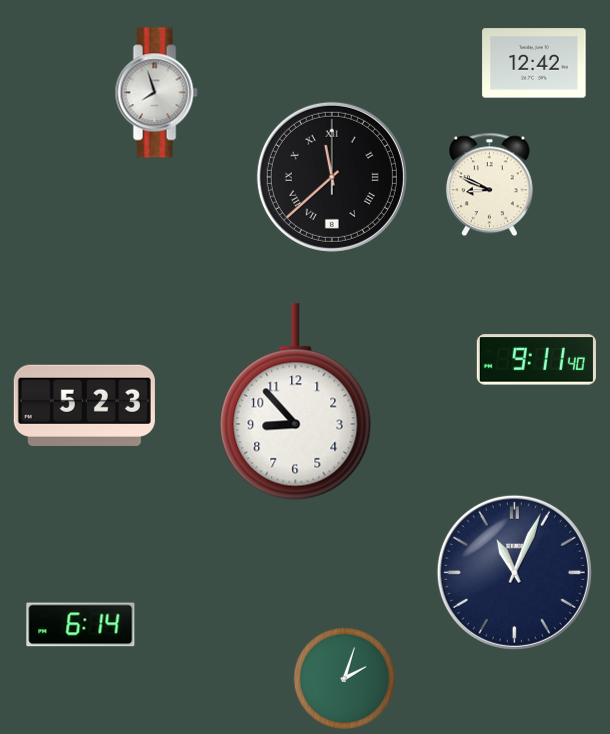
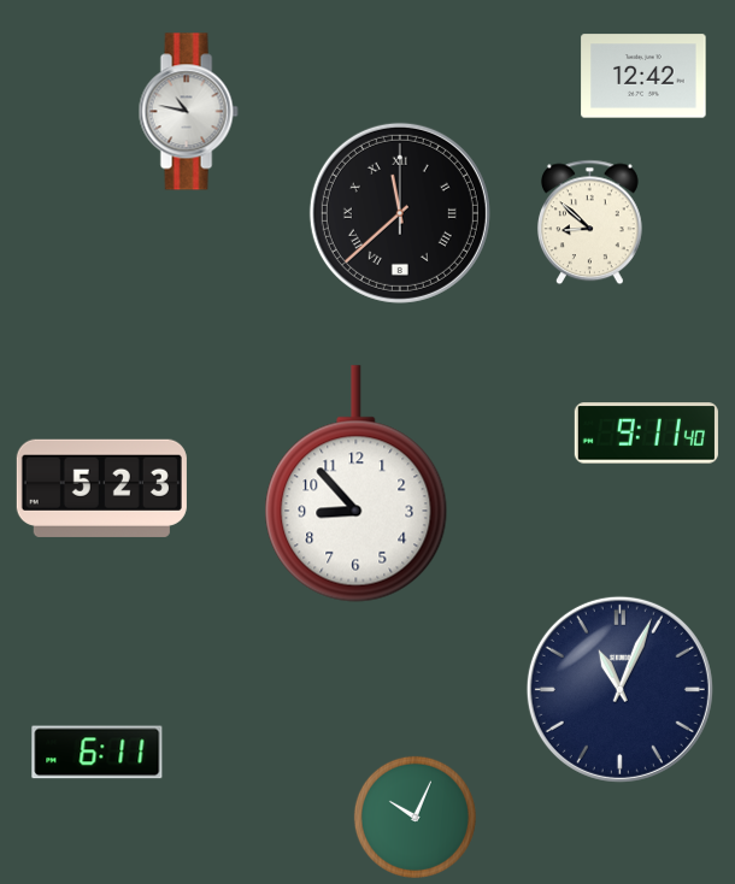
clock at (156, 93): 7:57 -> 10:47
clock at (489, 185): 8:49 -> 8:52
clock at (81, 625): 6:14 -> 6:11
clock at (344, 678): 2:03 -> 10:04
